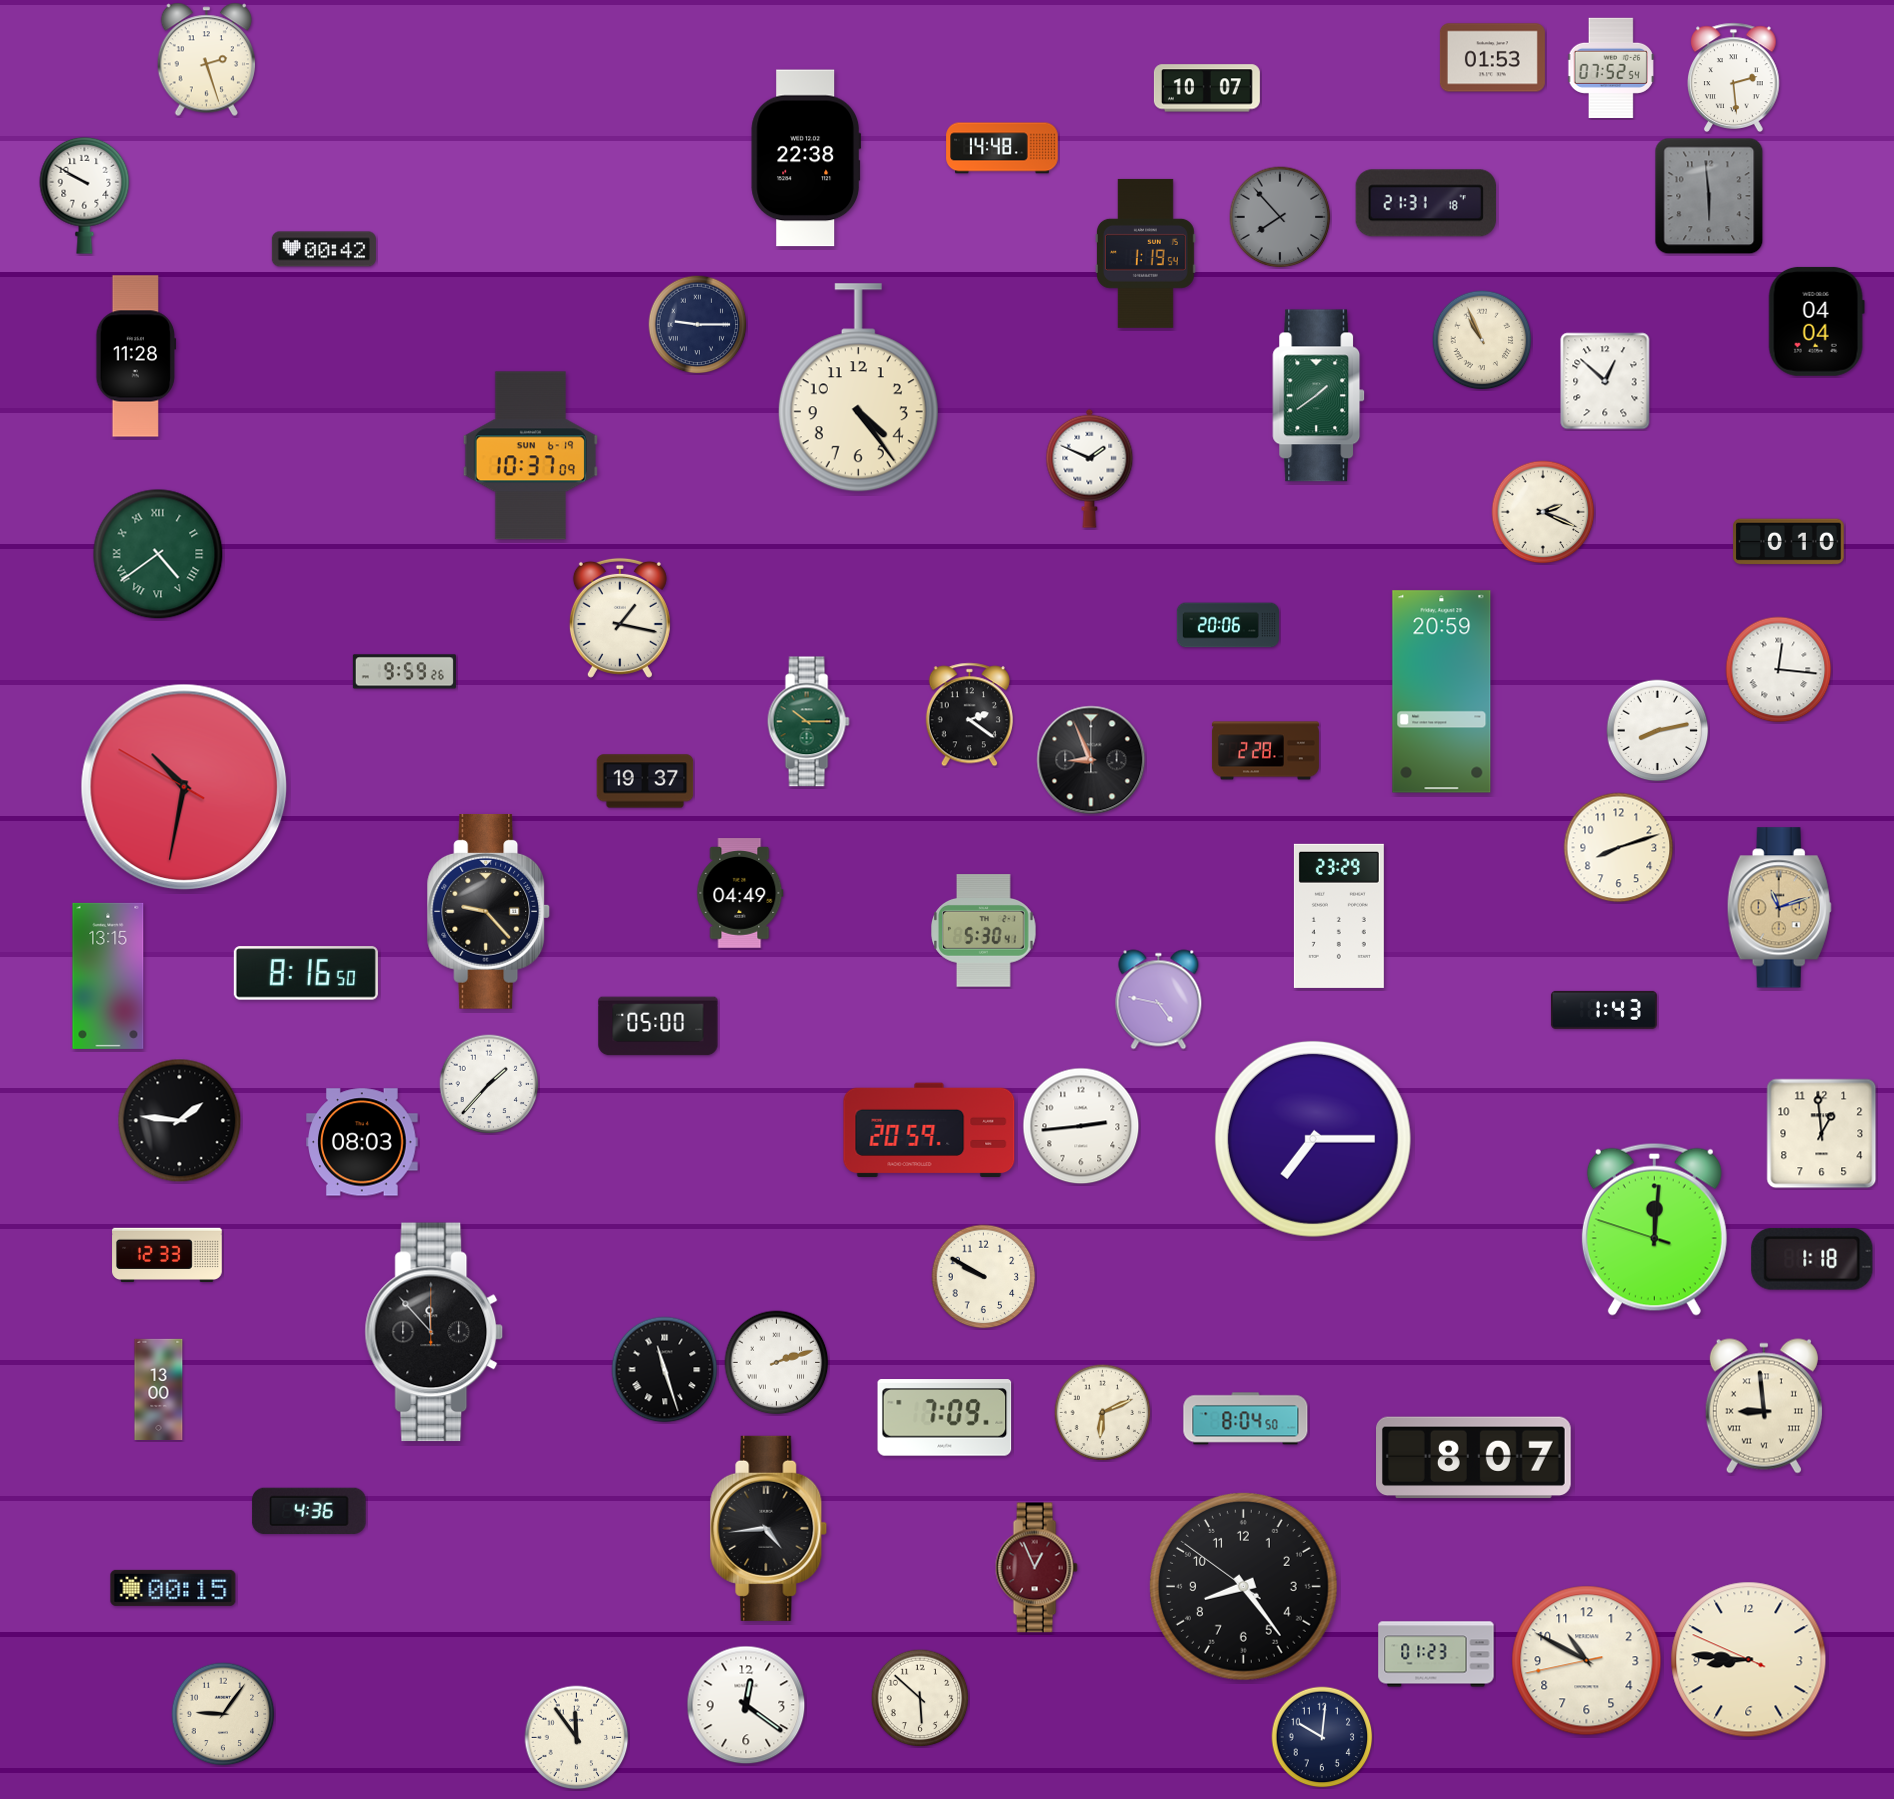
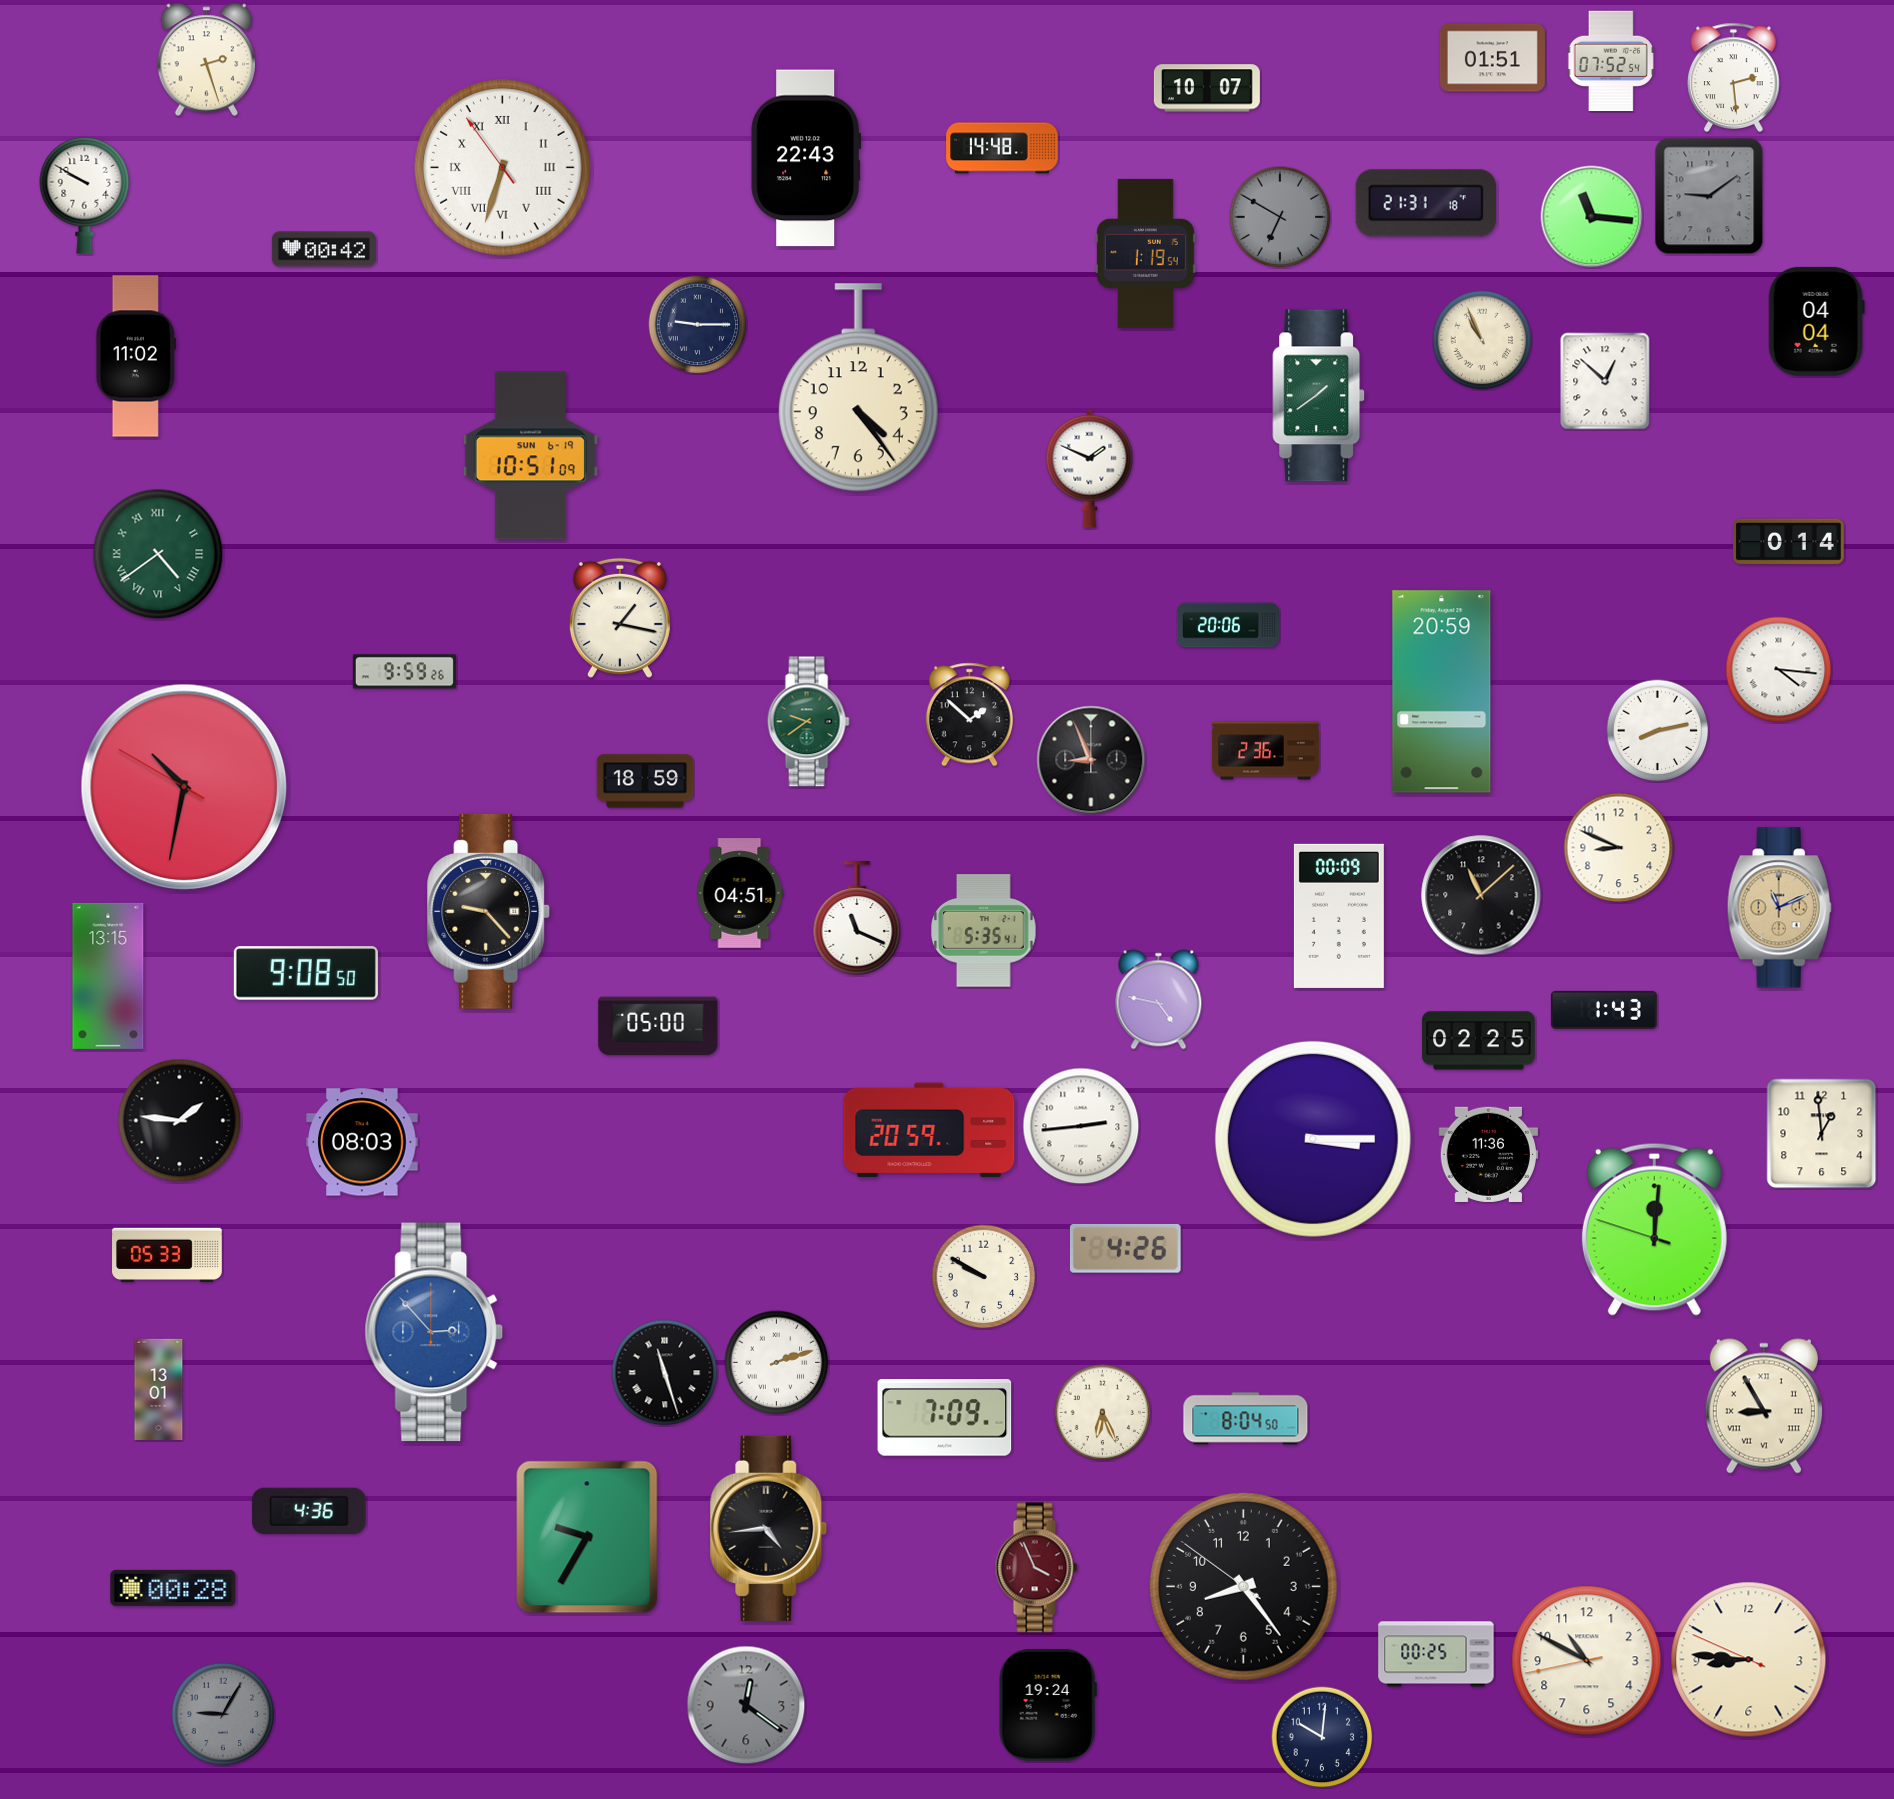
clock at (1492, 58): 01:53 -> 01:51
clock at (1611, 67) position: (1611, 67) -> (1611, 60)
clock at (806, 158): 22:38 -> 22:43
clock at (503, 168): none -> 6:32
clock at (1709, 196): 5:59 -> 9:09
clock at (1280, 217): 7:53 -> 6:50
clock at (1592, 217): none -> 11:16
clock at (136, 356): 11:28 -> 11:02
clock at (530, 456): 10:37 -> 10:51
clock at (1543, 512): 2:19 -> none
clock at (1789, 542): 0:10 -> 0:14
clock at (1779, 670): 12:16 -> 4:16
clock at (969, 715): 2:21 -> 1:52
clock at (808, 722): 10:15 -> 9:39
clock at (1265, 751): 2:28 -> 2:36
clock at (645, 781): 19:37 -> 18:59
clock at (1619, 848): 8:12 -> 8:49
clock at (740, 893): 04:49 -> 04:51
clock at (1481, 895): none -> 11:08
clock at (1779, 908): 11:12 -> 11:11
clock at (1339, 916): 23:29 -> 00:09
clock at (857, 918): none -> 11:19
clock at (984, 931): 5:30 -> 5:35
clock at (306, 973): 8:16 -> 9:08
clock at (1479, 1041): none -> 02:25
clock at (489, 1084): 1:37 -> none
clock at (1313, 1139): 7:15 -> 3:15
clock at (1488, 1154): none -> 11:36
clock at (1125, 1249): none -> 4:26
clock at (167, 1255): 12:33 -> 05:33
clock at (1812, 1259): 1:18 -> none
clock at (434, 1332): 11:53 -> 2:53
clock at (434, 1332) dial: black -> blue
clock at (665, 1370) position: (665, 1370) -> (665, 1373)
clock at (159, 1389): 13:00 -> 13:01
clock at (1764, 1406): 8:59 -> 8:55
clock at (1102, 1412): 6:11 -> 6:26
clock at (1474, 1458): 8:07 -> none
clock at (587, 1537): none -> 9:35
clock at (1036, 1568): 12:56 -> 3:56
clock at (173, 1588): 00:15 -> 00:28
clock at (1436, 1654): 01:23 -> 00:25
clock at (920, 1698): 5:52 -> none
clock at (746, 1705) dial: white -> grey
clock at (1048, 1705): none -> 19:24
clock at (223, 1714): 9:06 -> 9:05
clock at (223, 1714) dial: cream -> grey
clock at (577, 1738): 11:54 -> none
